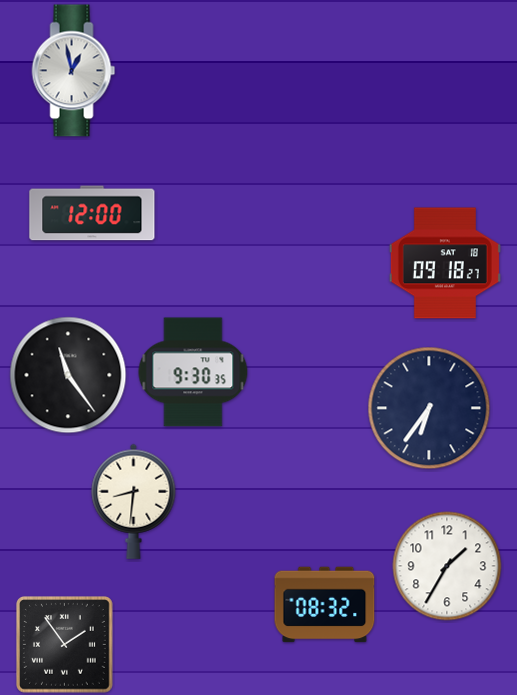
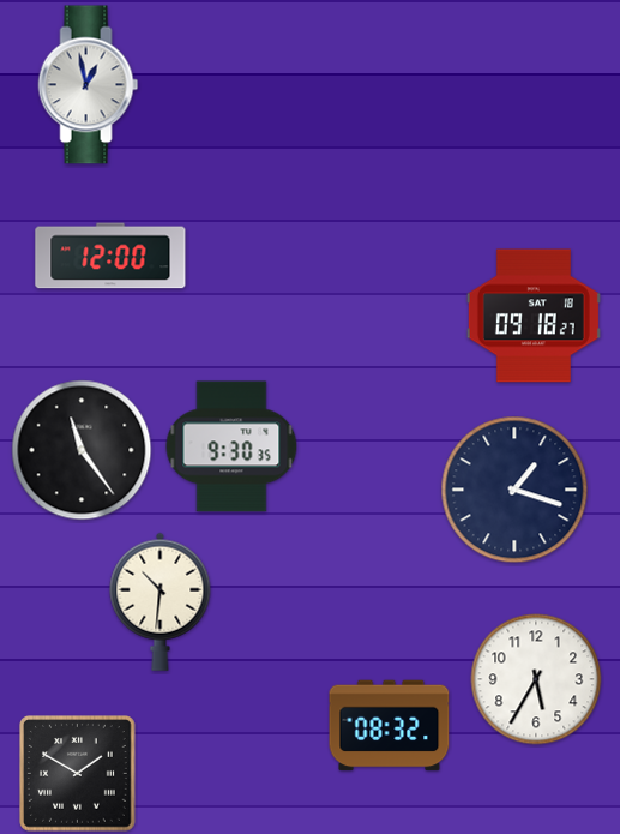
clock at (429, 408): 6:36 -> 1:18
clock at (134, 501): 8:31 -> 10:31
clock at (447, 566): 1:35 -> 5:35
clock at (65, 645): 1:54 -> 1:50
